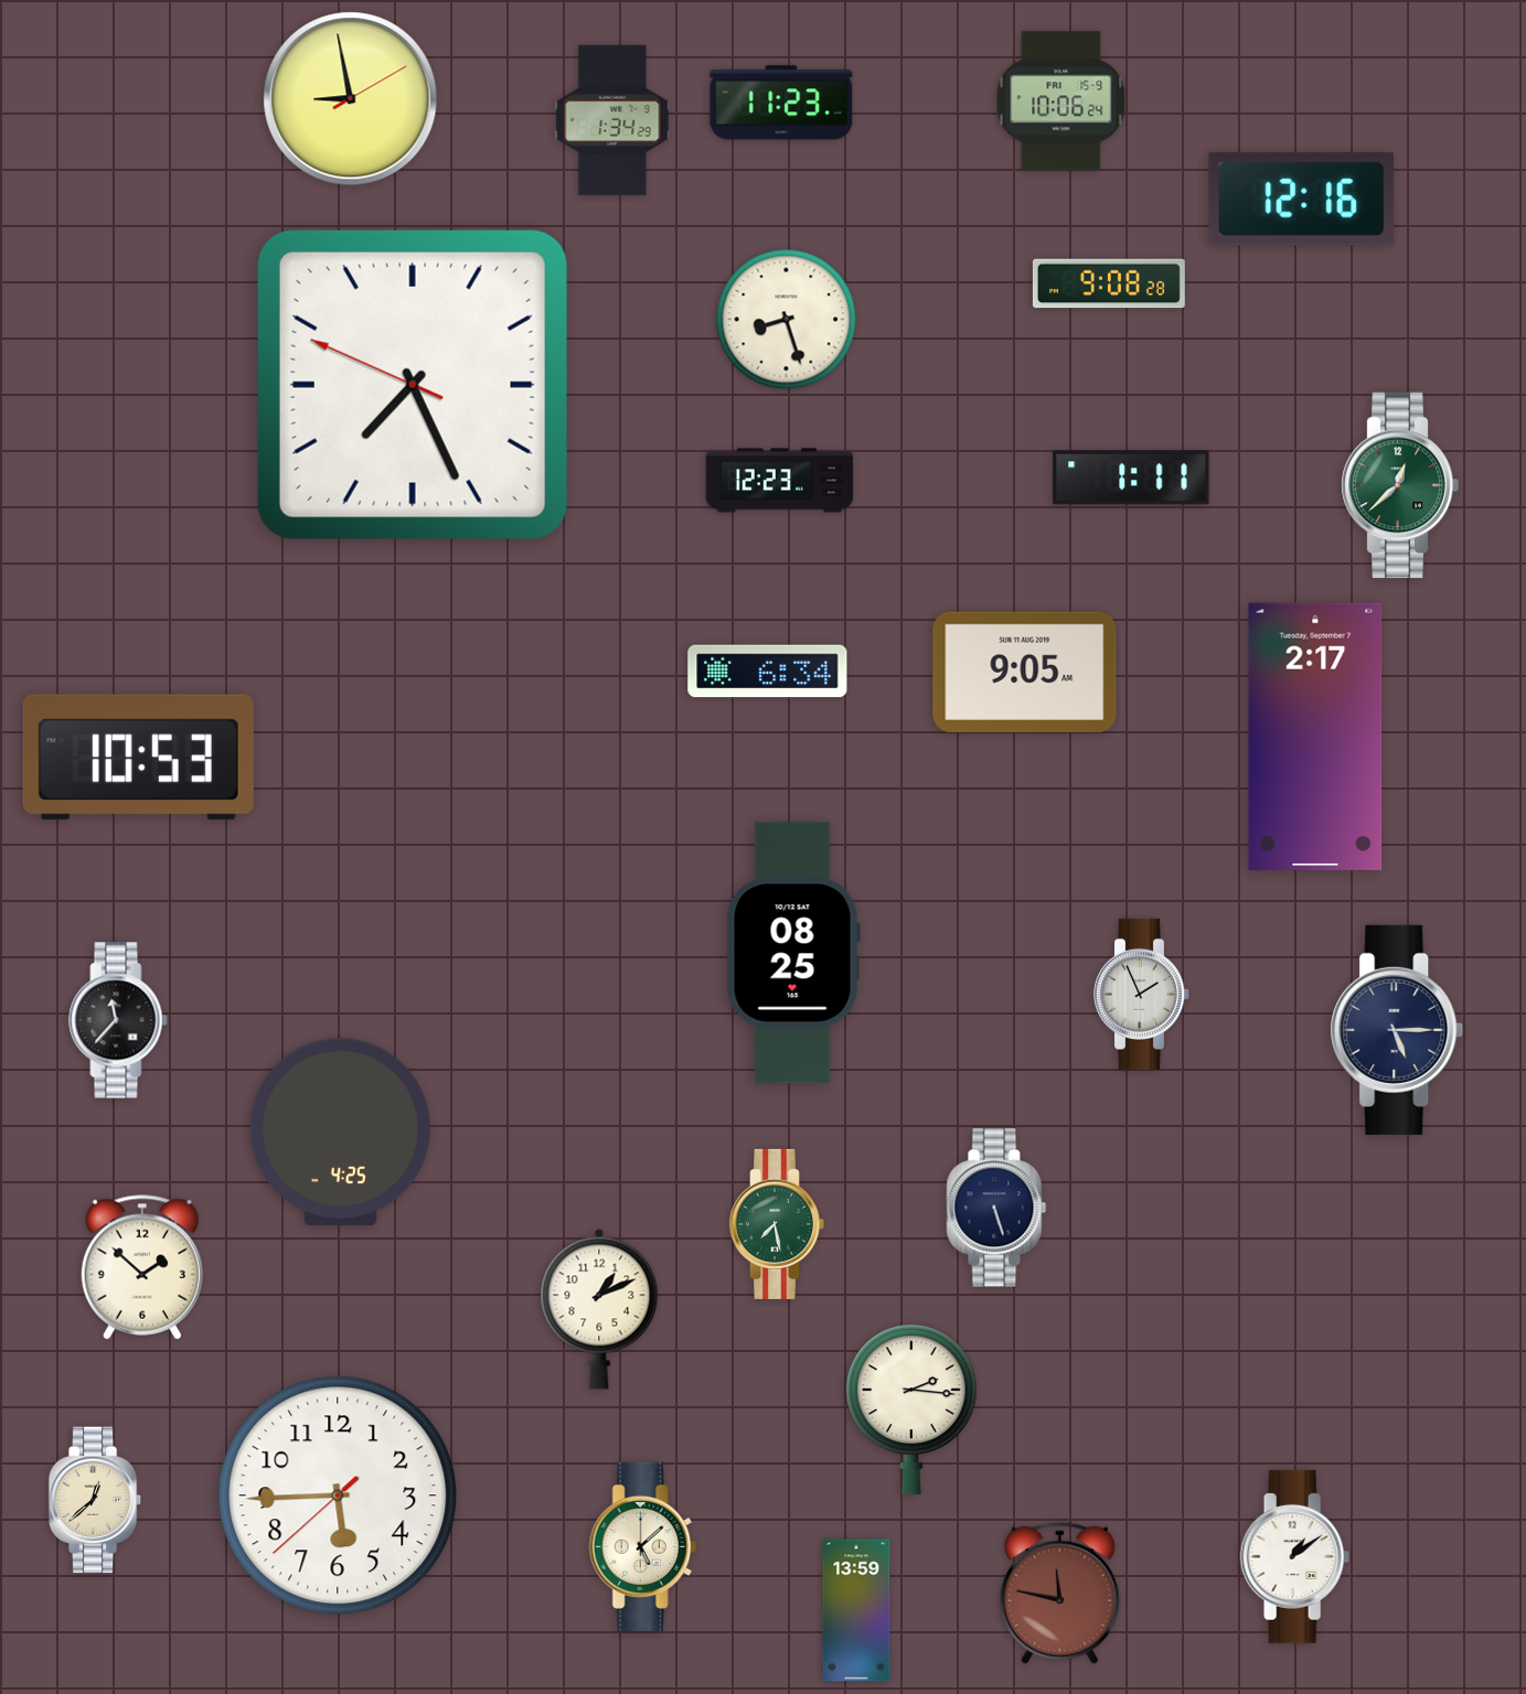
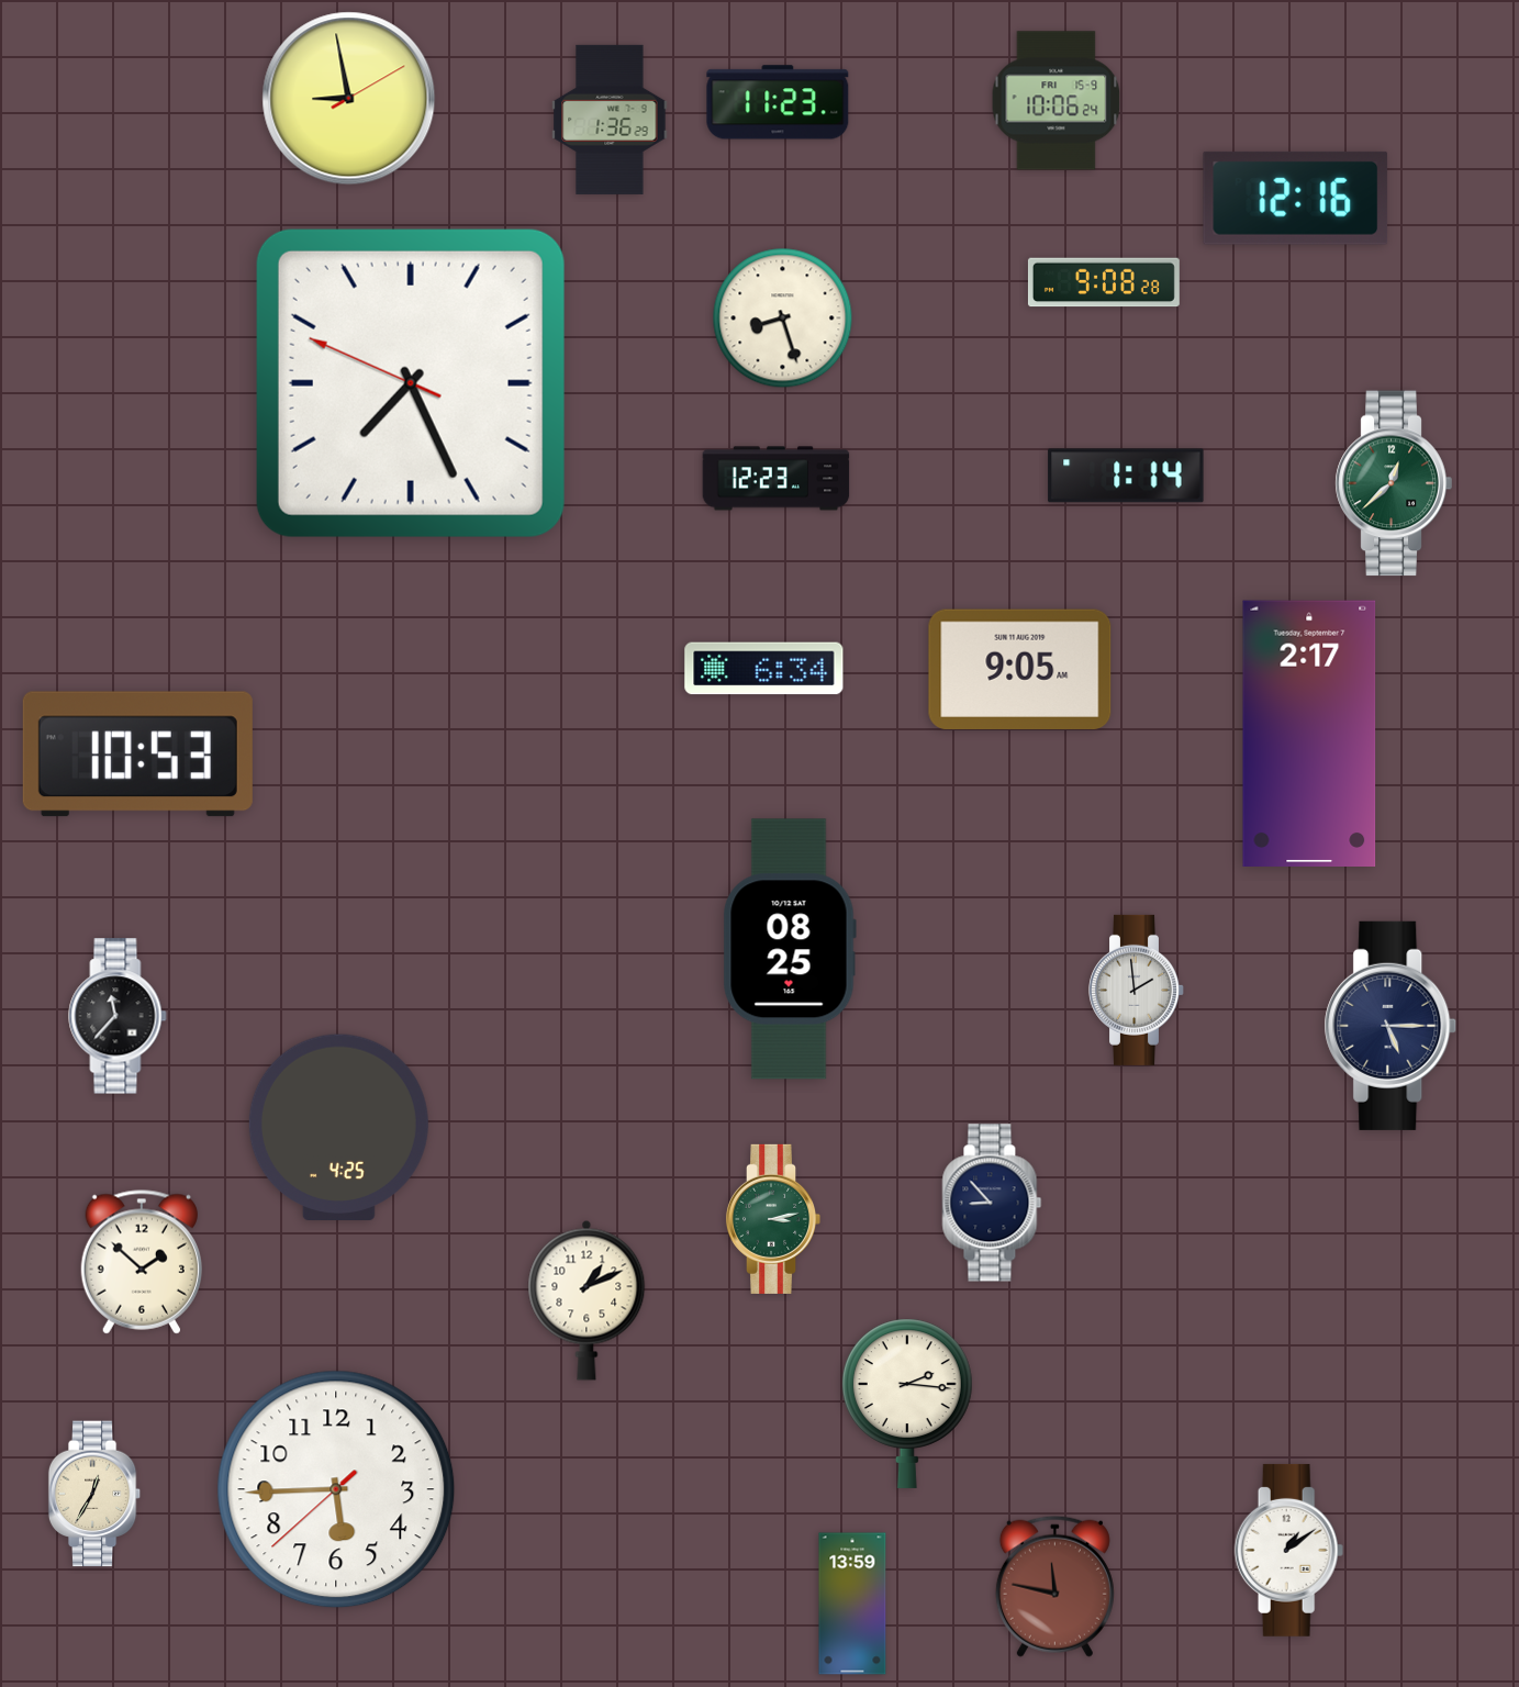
clock at (612, 120): 1:34 -> 1:36
clock at (1131, 478): 1:11 -> 1:14
clock at (1142, 994): 1:56 -> 1:59
clock at (996, 1208): 5:27 -> 8:53
clock at (777, 1224): 7:28 -> 3:13
clock at (599, 1309) position: (599, 1309) -> (587, 1300)
clock at (95, 1500): 12:38 -> 12:35
clock at (642, 1546): 5:08 -> none
